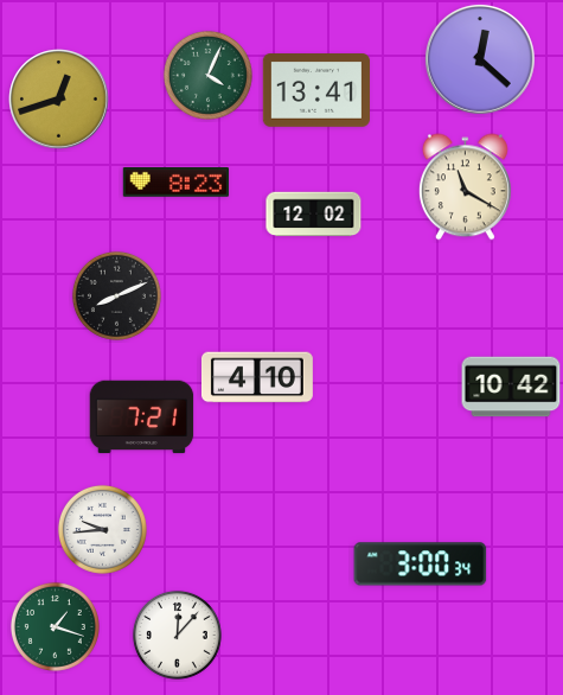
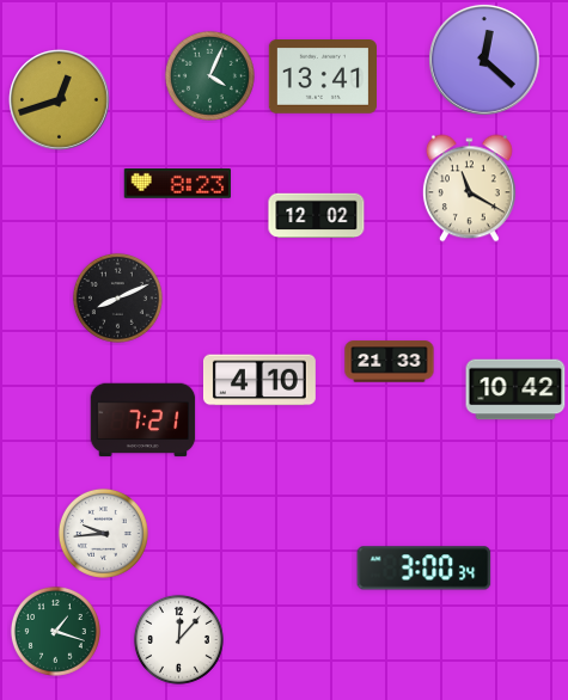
clock at (315, 91) position: (315, 91) -> (322, 78)
clock at (390, 362): none -> 21:33
